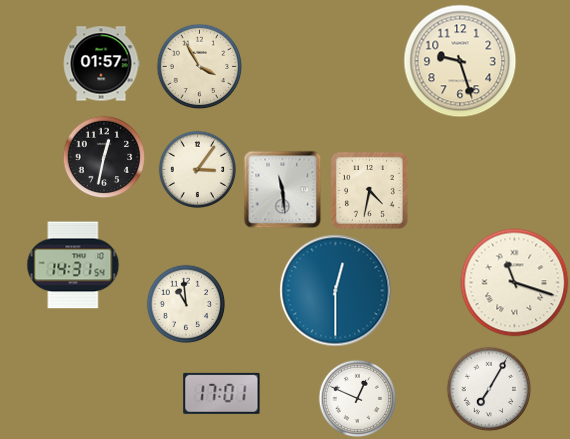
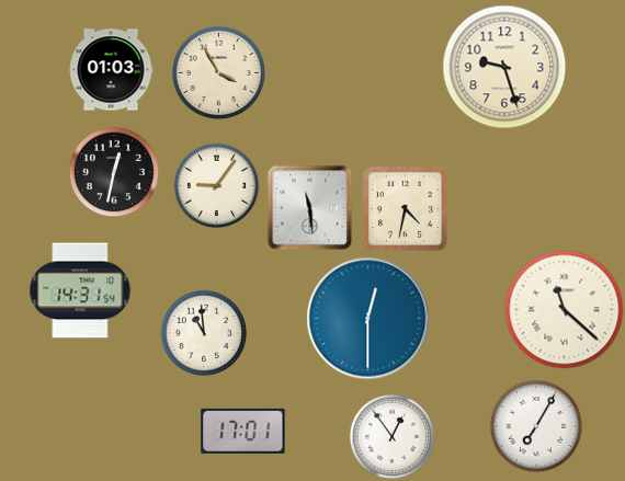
clock at (101, 64): 01:57 -> 01:03
clock at (197, 169): 3:06 -> 9:06
clock at (515, 283): 11:18 -> 11:22
clock at (357, 398): 12:49 -> 12:54
